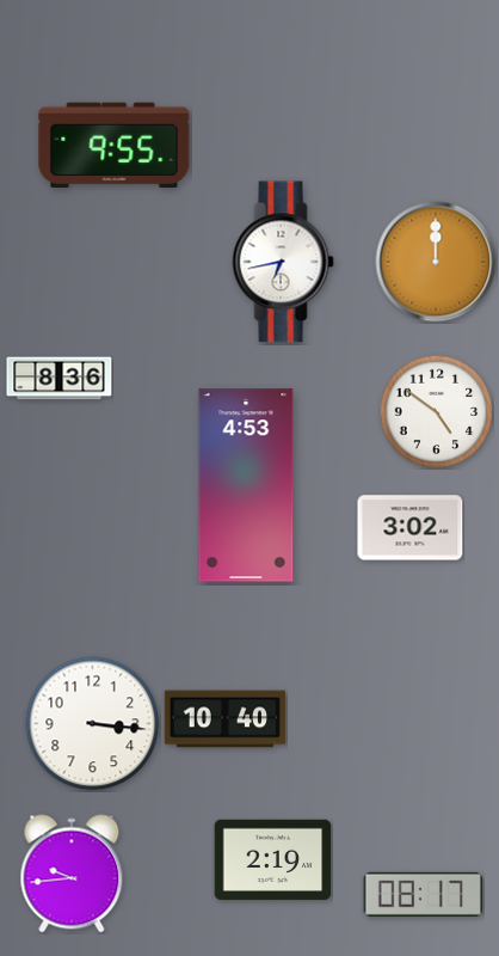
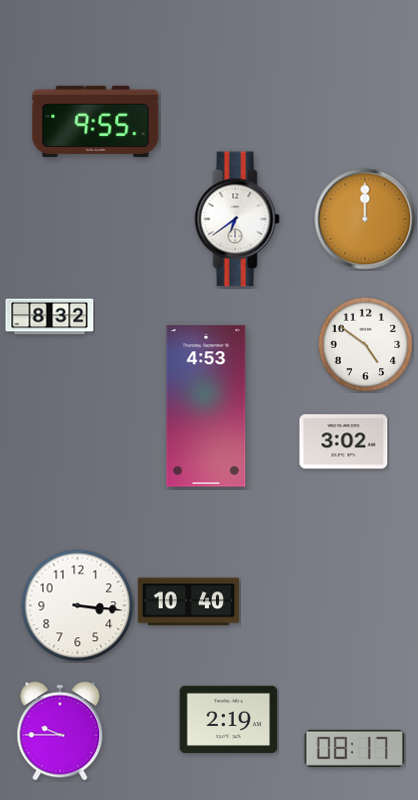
clock at (283, 262): 6:43 -> 6:39
clock at (60, 379): 8:36 -> 8:32
clock at (72, 874): 9:44 -> 9:45
